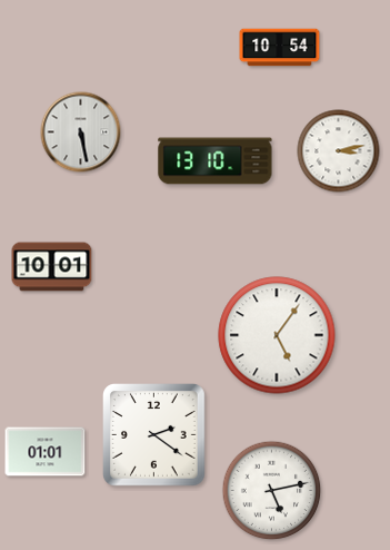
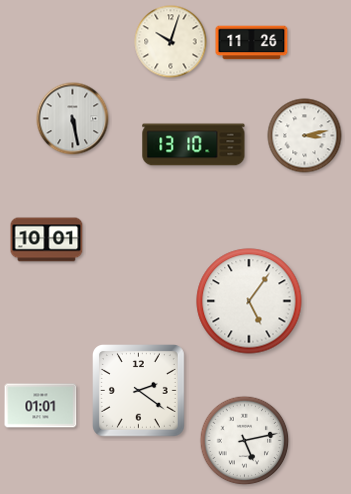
clock at (171, 42): none -> 10:03
clock at (280, 48): 10:54 -> 11:26
